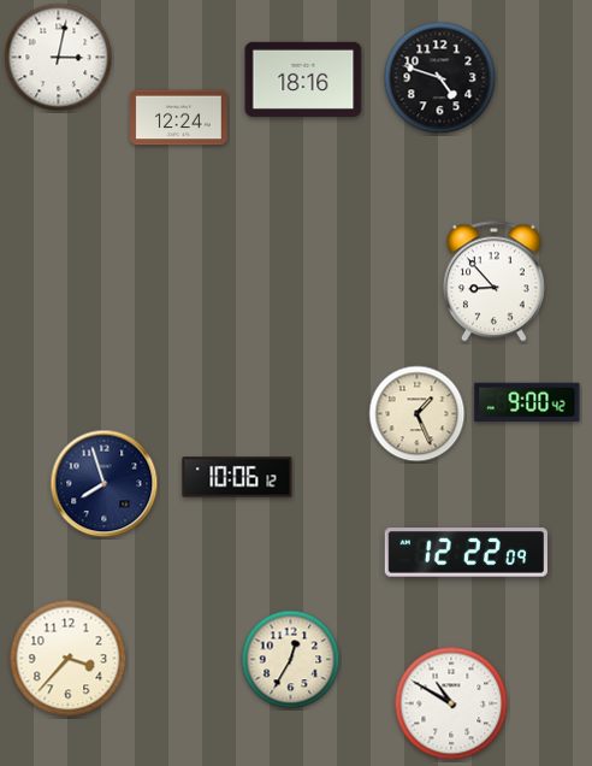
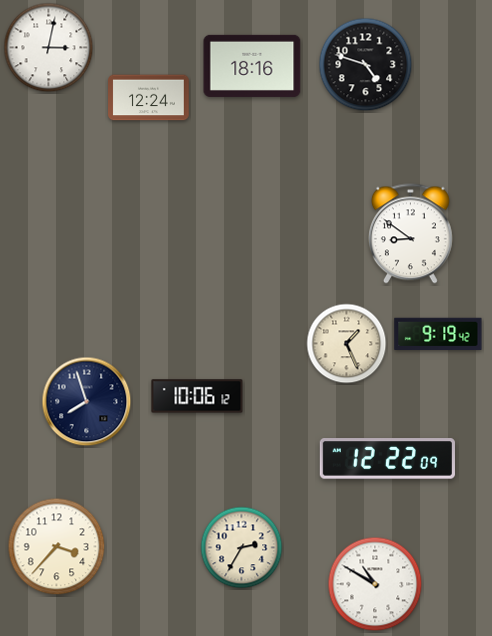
clock at (493, 282): 8:53 -> 8:51
clock at (527, 401): 9:00 -> 9:19
clock at (291, 660): 12:35 -> 2:35
